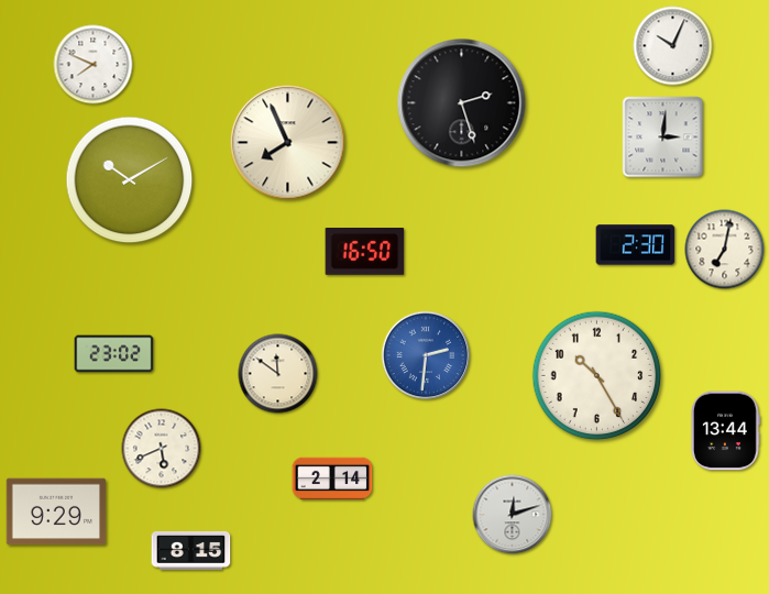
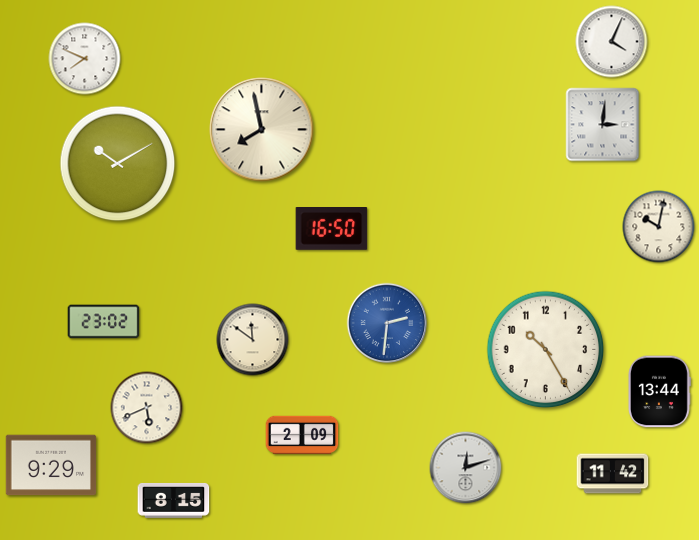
clock at (673, 46): 10:04 -> 4:04
clock at (462, 103): 2:27 -> none
clock at (288, 143): 7:56 -> 7:58
clock at (636, 245): 2:30 -> none
clock at (725, 250): 7:02 -> 10:02
clock at (597, 376) position: (597, 376) -> (546, 350)
clock at (332, 479): 2:14 -> 2:09
clock at (613, 474): none -> 11:42
